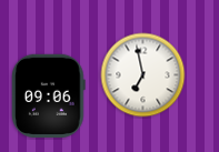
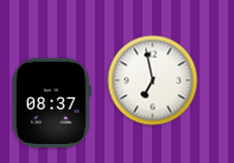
clock at (49, 95): 09:06 -> 08:37
